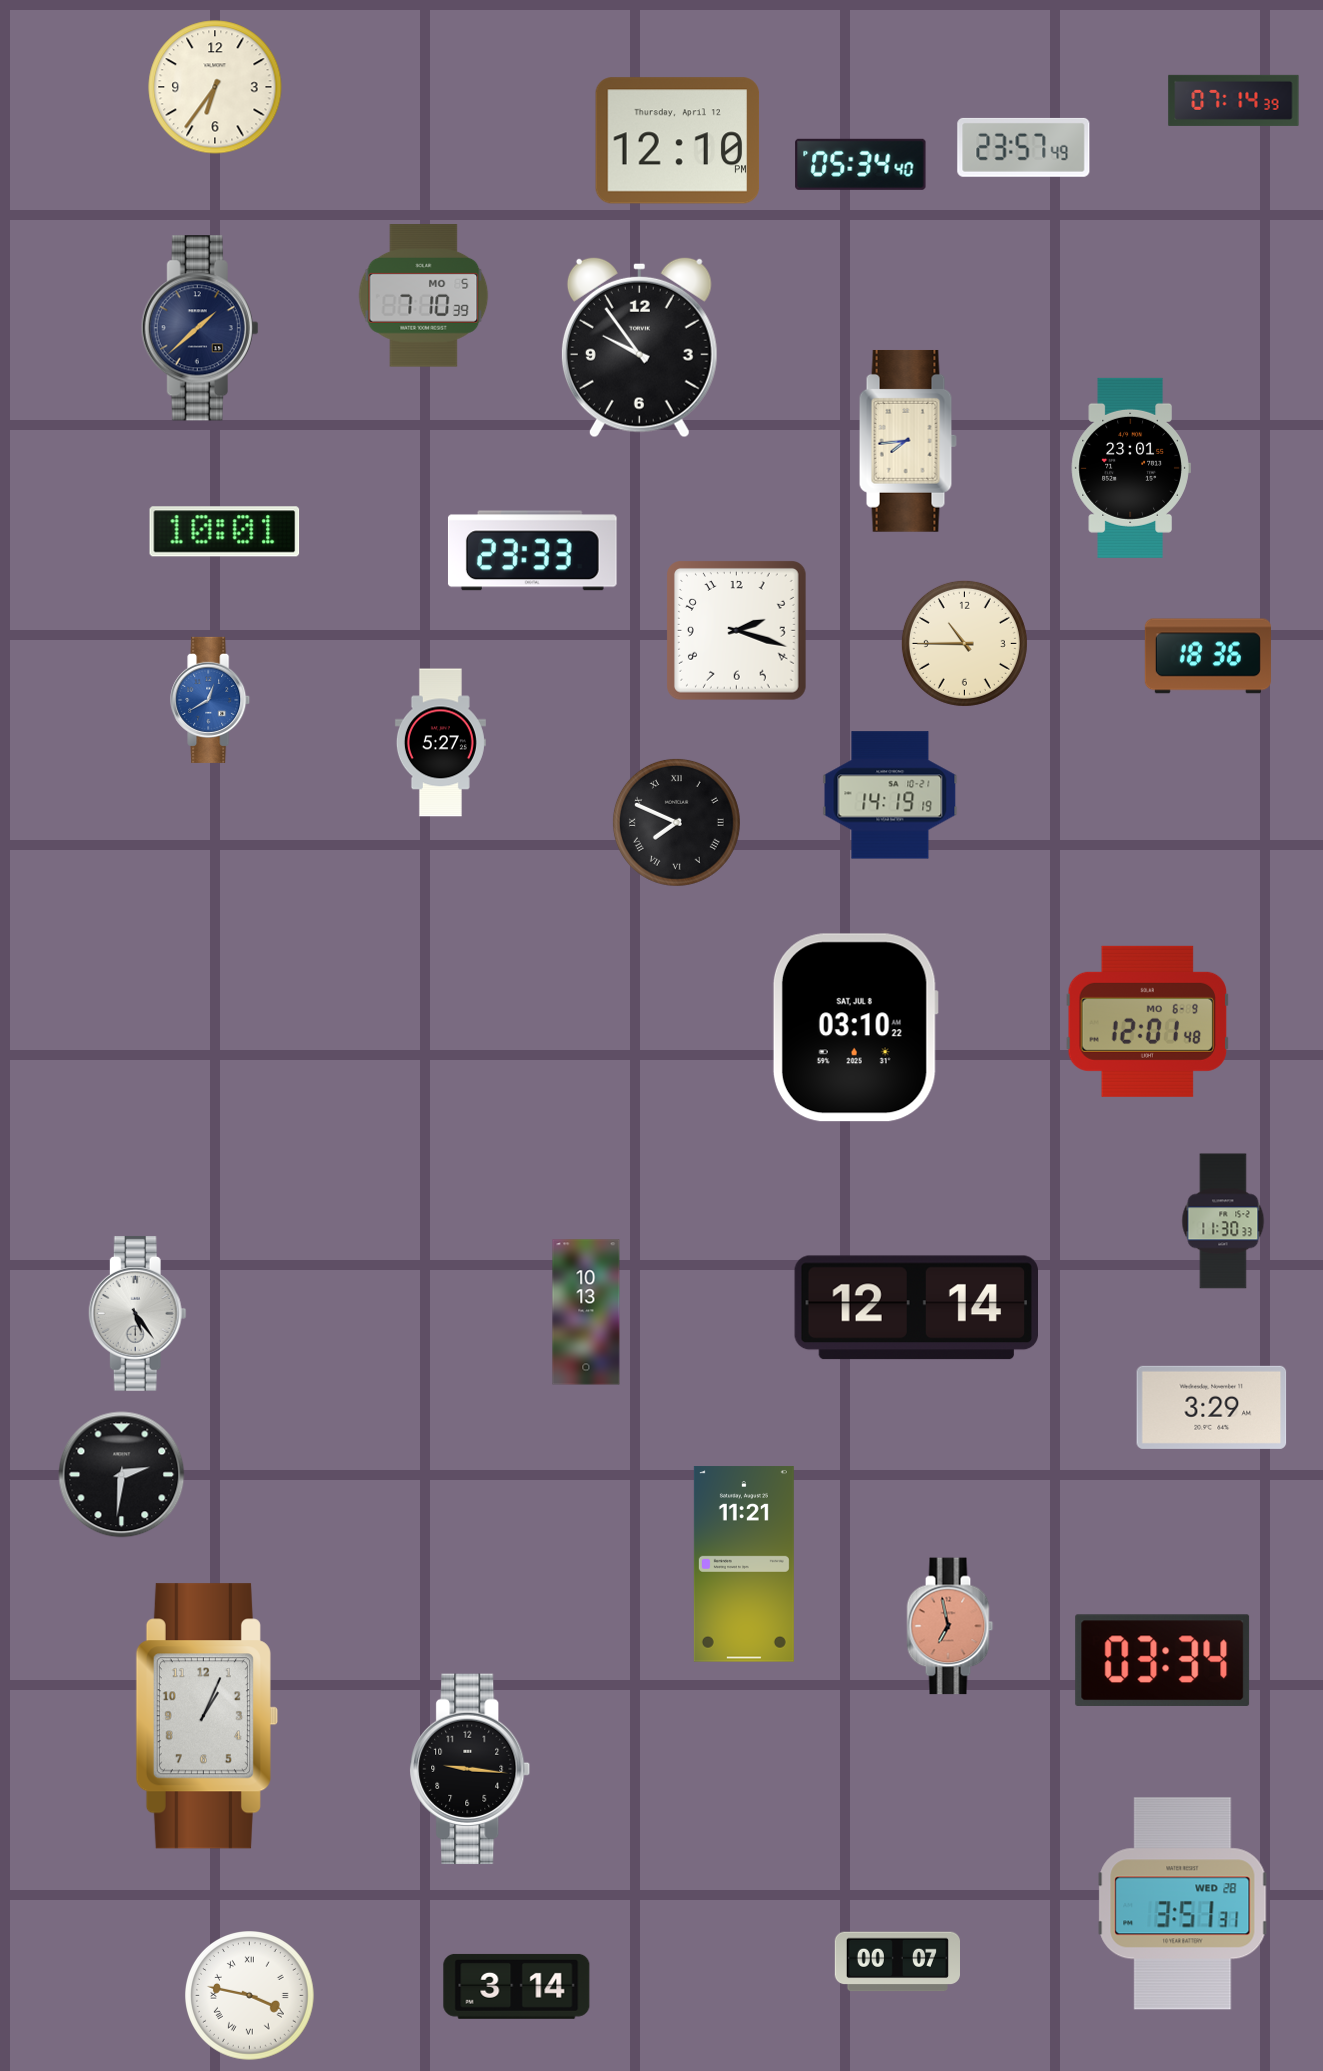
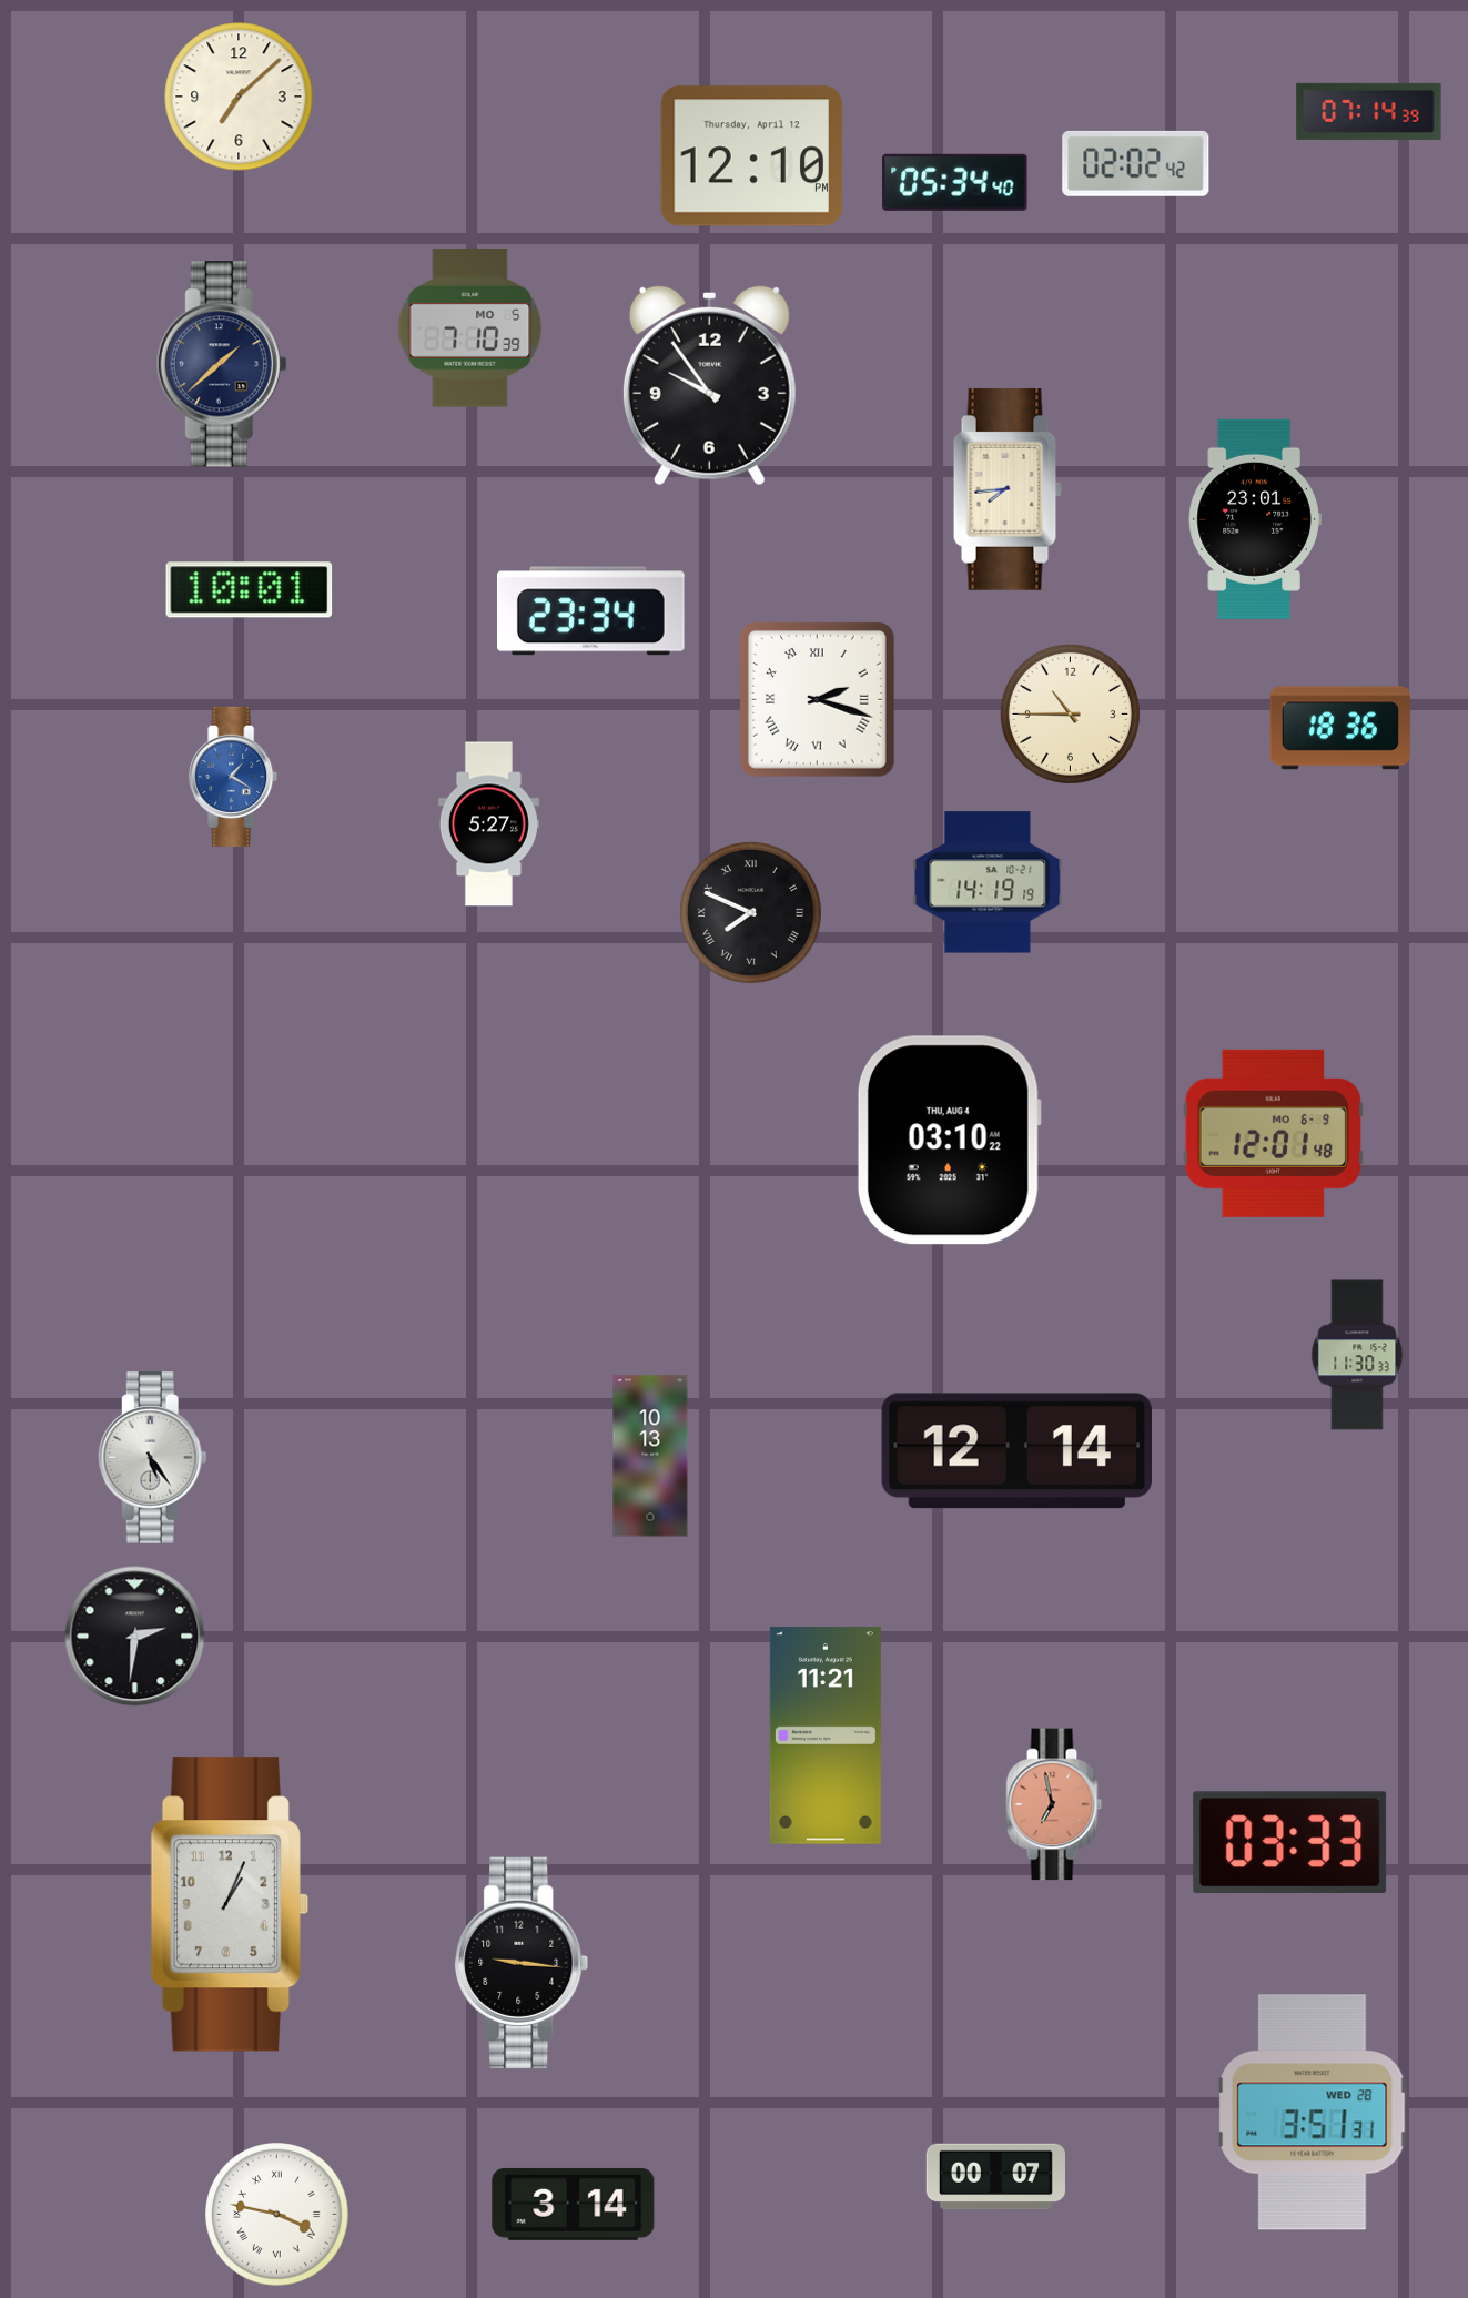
clock at (215, 87): 6:36 -> 7:08
clock at (1024, 147): 23:57 -> 02:02
clock at (532, 551): 23:33 -> 23:34
clock at (737, 631) numerals: Arabic -> Roman
clock at (211, 700): 12:40 -> 1:20
clock at (855, 1028) date: SAT, JUL 8 -> THU, AUG 4
clock at (1212, 1407): 3:29 -> none
clock at (1163, 1660): 03:34 -> 03:33
